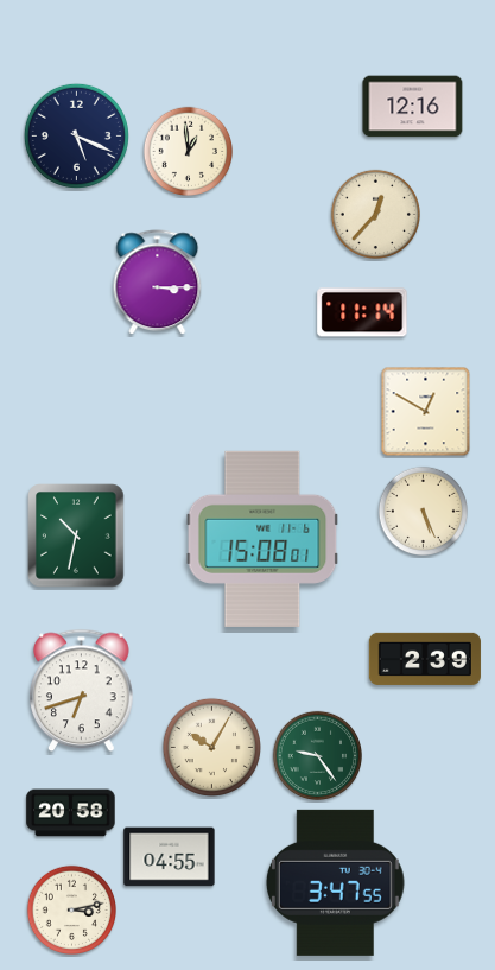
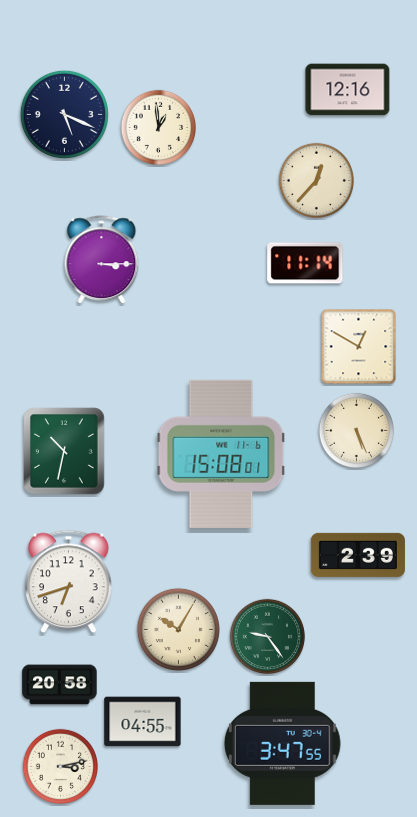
clock at (158, 283) position: (158, 283) -> (102, 260)
